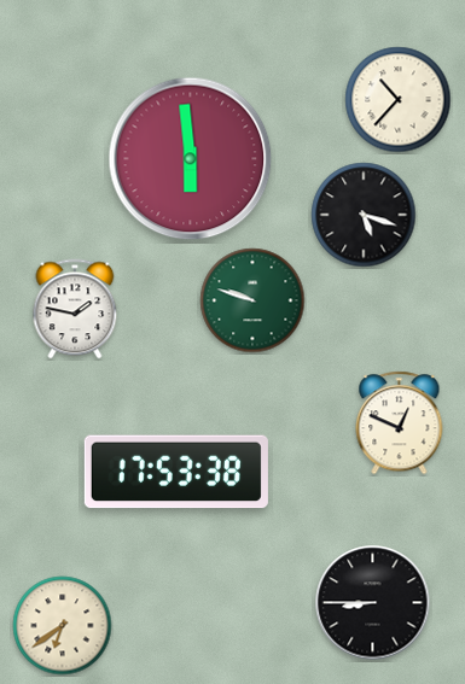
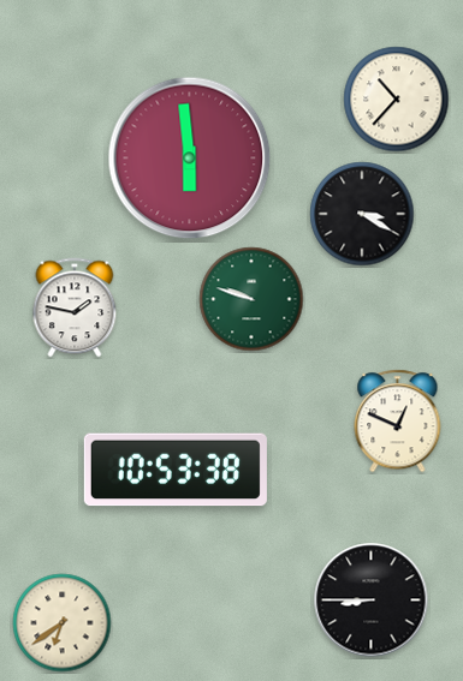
clock at (364, 215): 5:18 -> 3:20
clock at (176, 472): 17:53 -> 10:53
